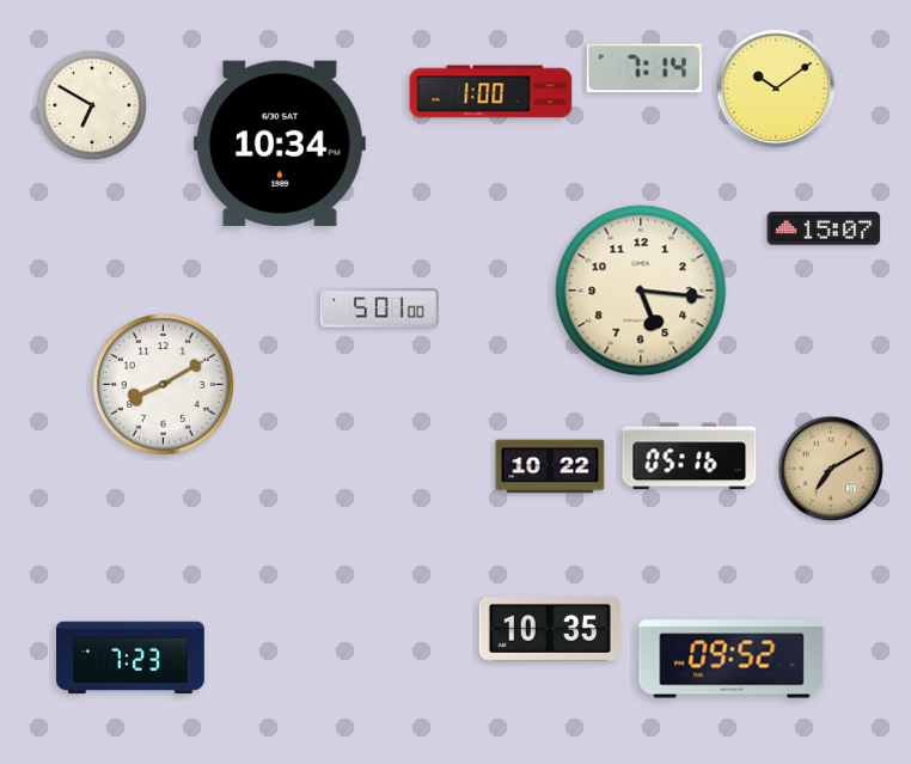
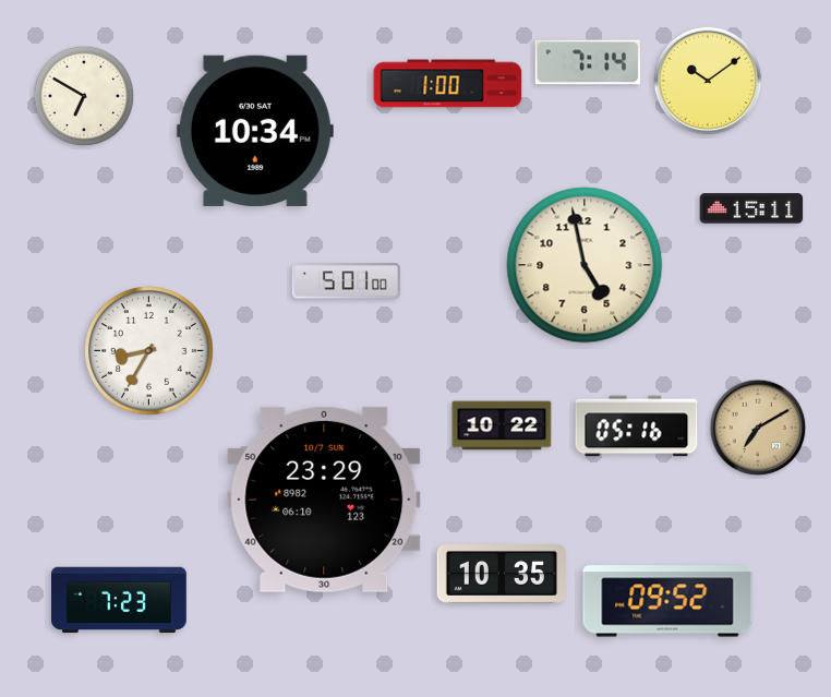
clock at (824, 228): 15:07 -> 15:11
clock at (641, 291): 5:16 -> 4:58
clock at (164, 385): 8:10 -> 8:35
clock at (690, 457) position: (690, 457) -> (637, 426)
clock at (324, 500): none -> 23:29
